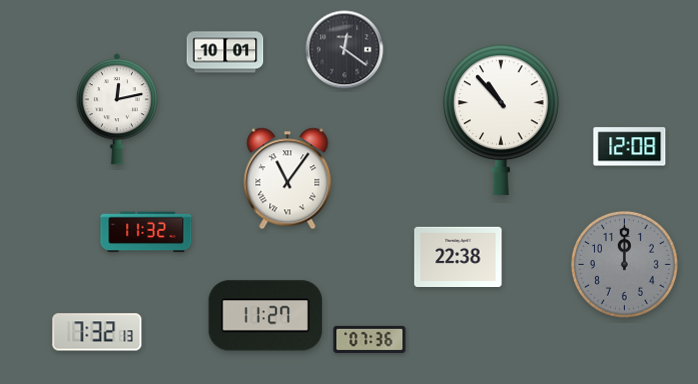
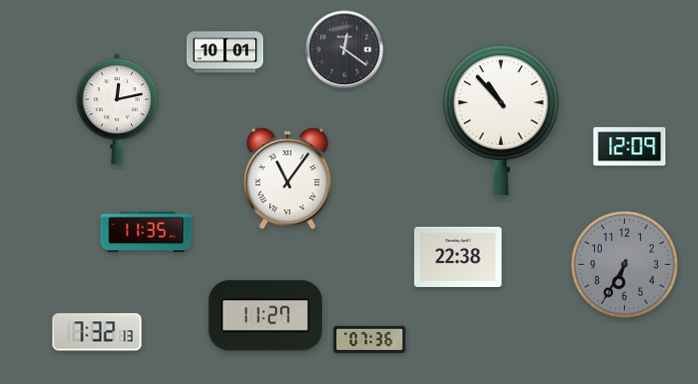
clock at (630, 147): 12:08 -> 12:09
clock at (146, 232): 11:32 -> 11:35
clock at (624, 264): 12:00 -> 6:35
